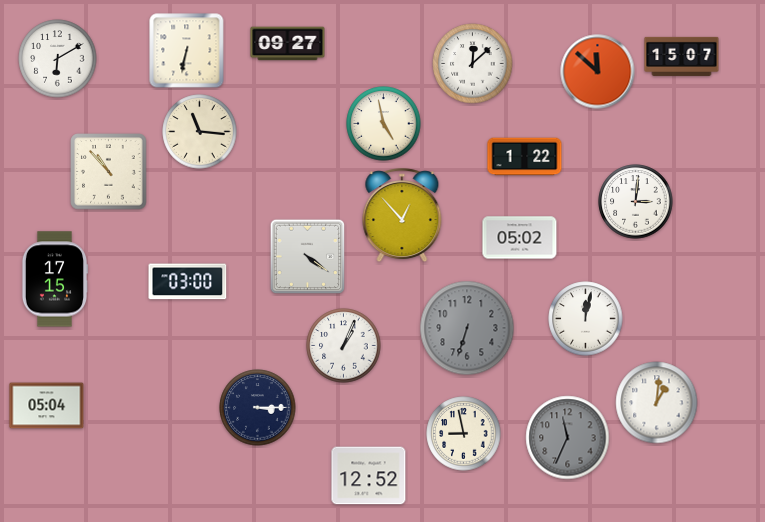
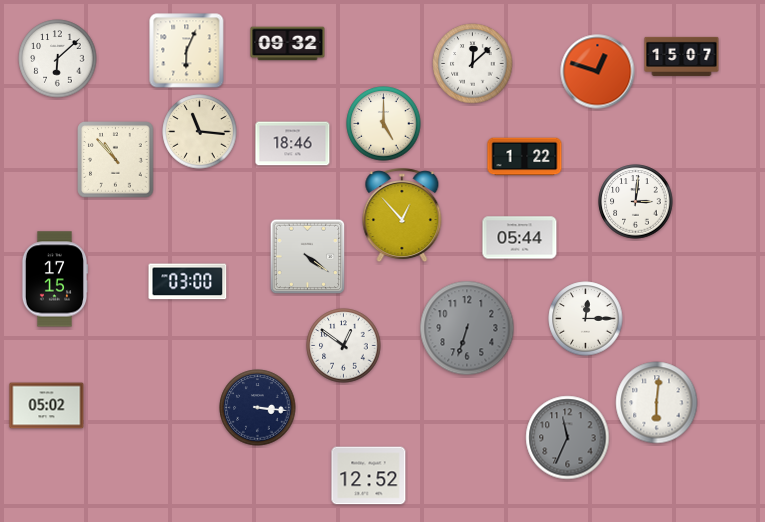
clock at (288, 44): 09:27 -> 09:32
clock at (187, 51): 6:32 -> 6:04
clock at (58, 59): 6:10 -> 6:08
clock at (598, 72): 11:52 -> 12:48
clock at (384, 124): 4:58 -> 5:00
clock at (293, 144): none -> 18:46
clock at (109, 172) position: (109, 172) -> (116, 160)
clock at (520, 238): 05:02 -> 05:44
clock at (586, 319): 12:02 -> 12:15
clock at (344, 346): 1:04 -> 12:51
clock at (657, 403): 1:01 -> 6:01
clock at (47, 406): 05:04 -> 05:02
clock at (258, 408): 3:15 -> 3:16
clock at (464, 434): 8:58 -> none
